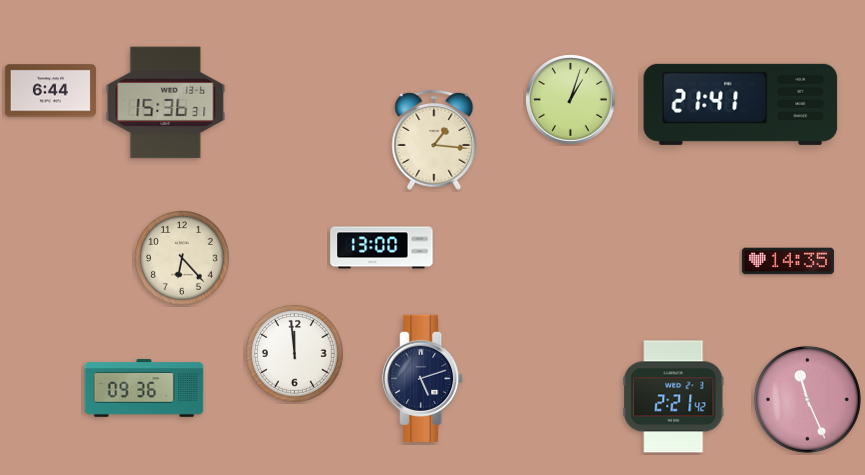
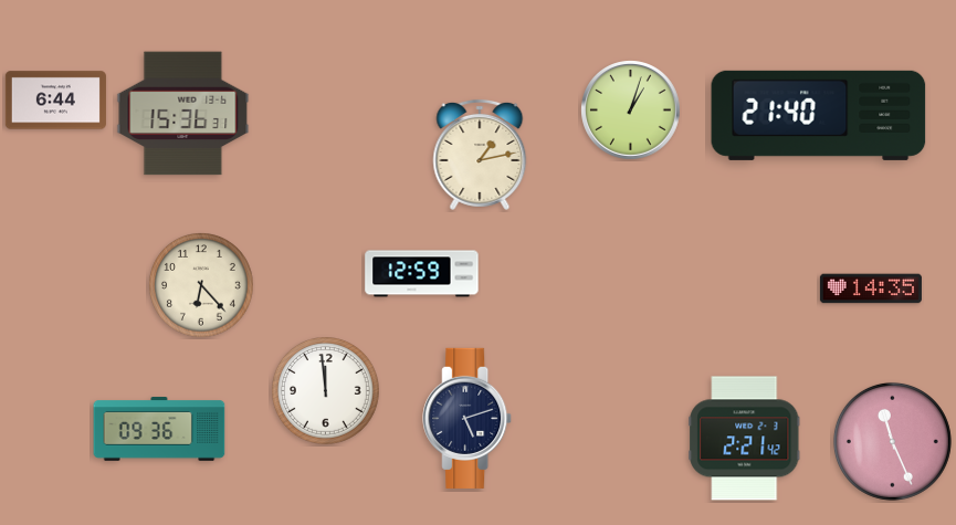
clock at (741, 104): 21:41 -> 21:40
clock at (434, 140): 1:16 -> 1:13
clock at (382, 248): 13:00 -> 12:59
